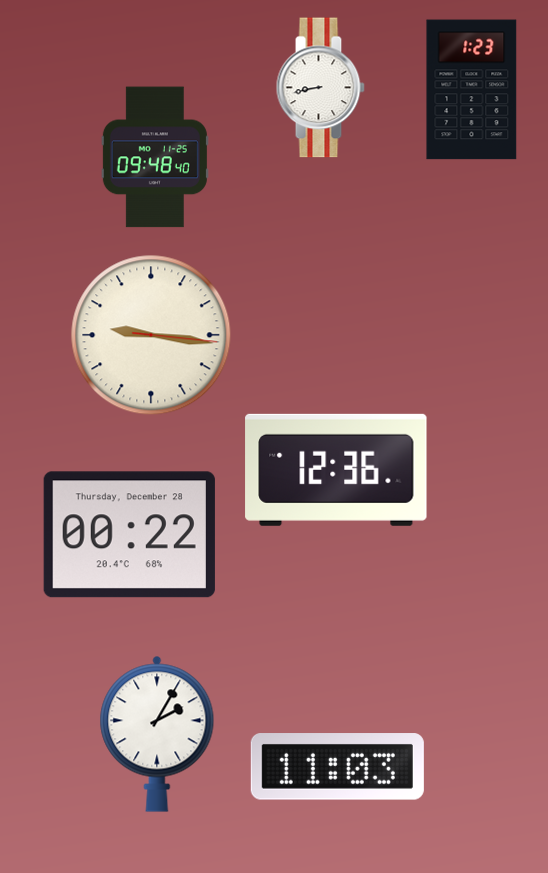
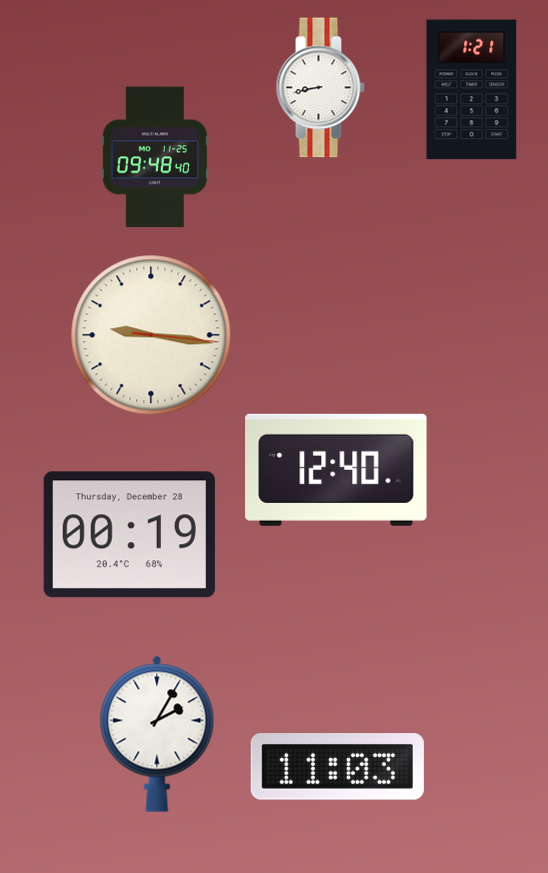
clock at (472, 90): 1:23 -> 1:21
clock at (336, 470): 12:36 -> 12:40
clock at (129, 535): 00:22 -> 00:19
